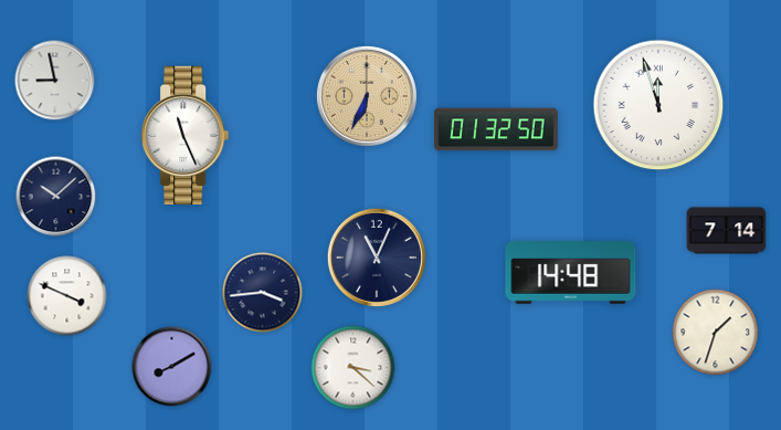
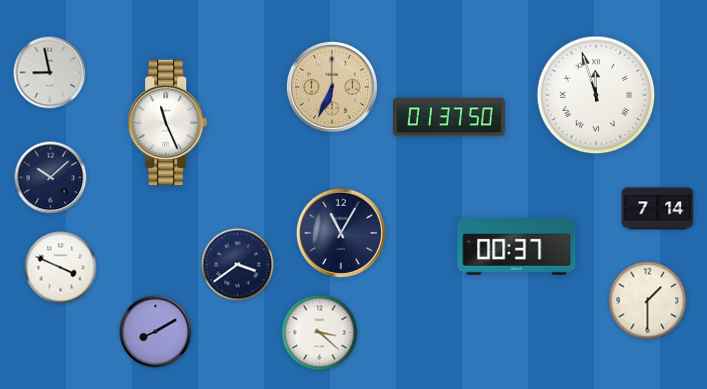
clock at (497, 129): 01:32 -> 01:37
clock at (377, 258): 11:04 -> 11:05
clock at (571, 273): 14:48 -> 00:37
clock at (263, 293): 3:44 -> 3:39
clock at (716, 333): 1:33 -> 1:30
